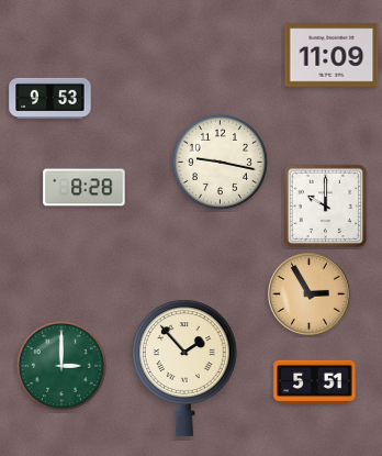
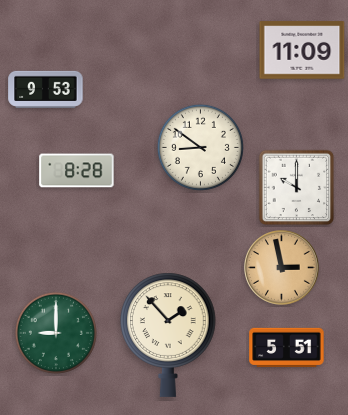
clock at (220, 162): 9:17 -> 8:51
clock at (310, 294): 2:55 -> 2:58
clock at (61, 366): 3:00 -> 9:00
